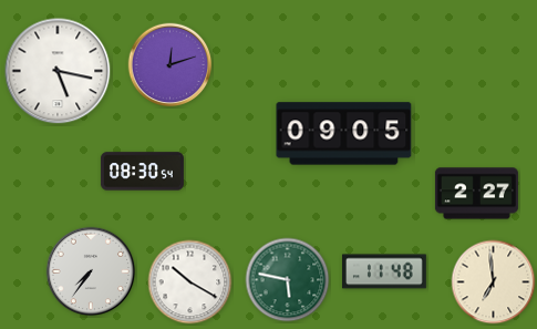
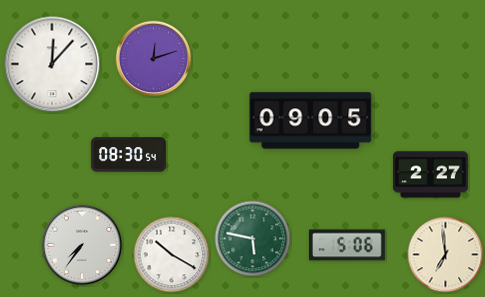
clock at (58, 71): 5:17 -> 12:07
clock at (384, 271): 11:48 -> 5:06
clock at (288, 280) position: (288, 280) -> (253, 239)
